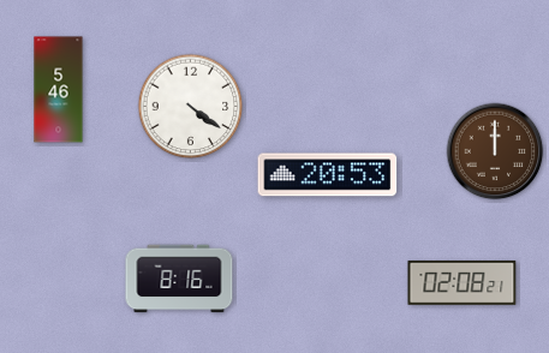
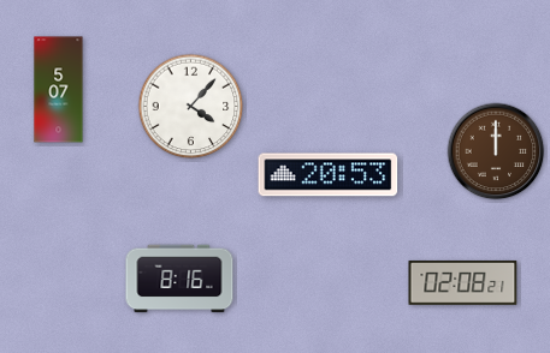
clock at (59, 90): 5:46 -> 5:07
clock at (191, 107): 4:21 -> 4:07
